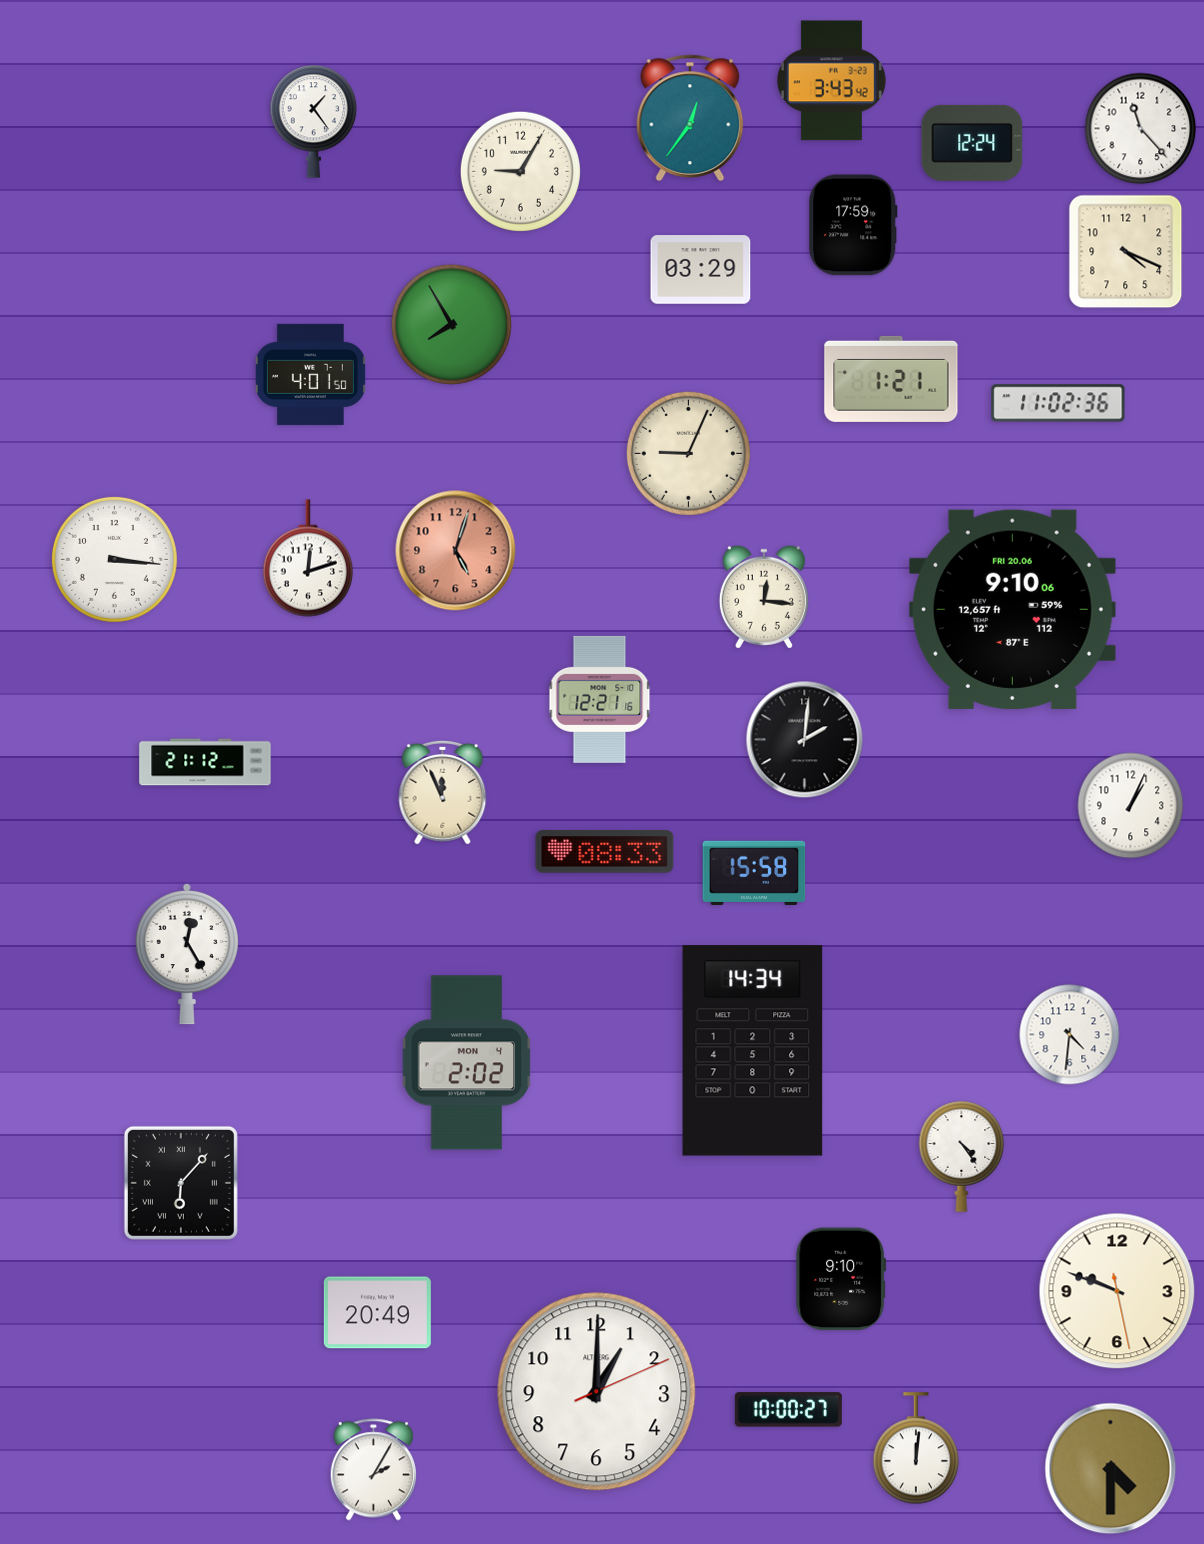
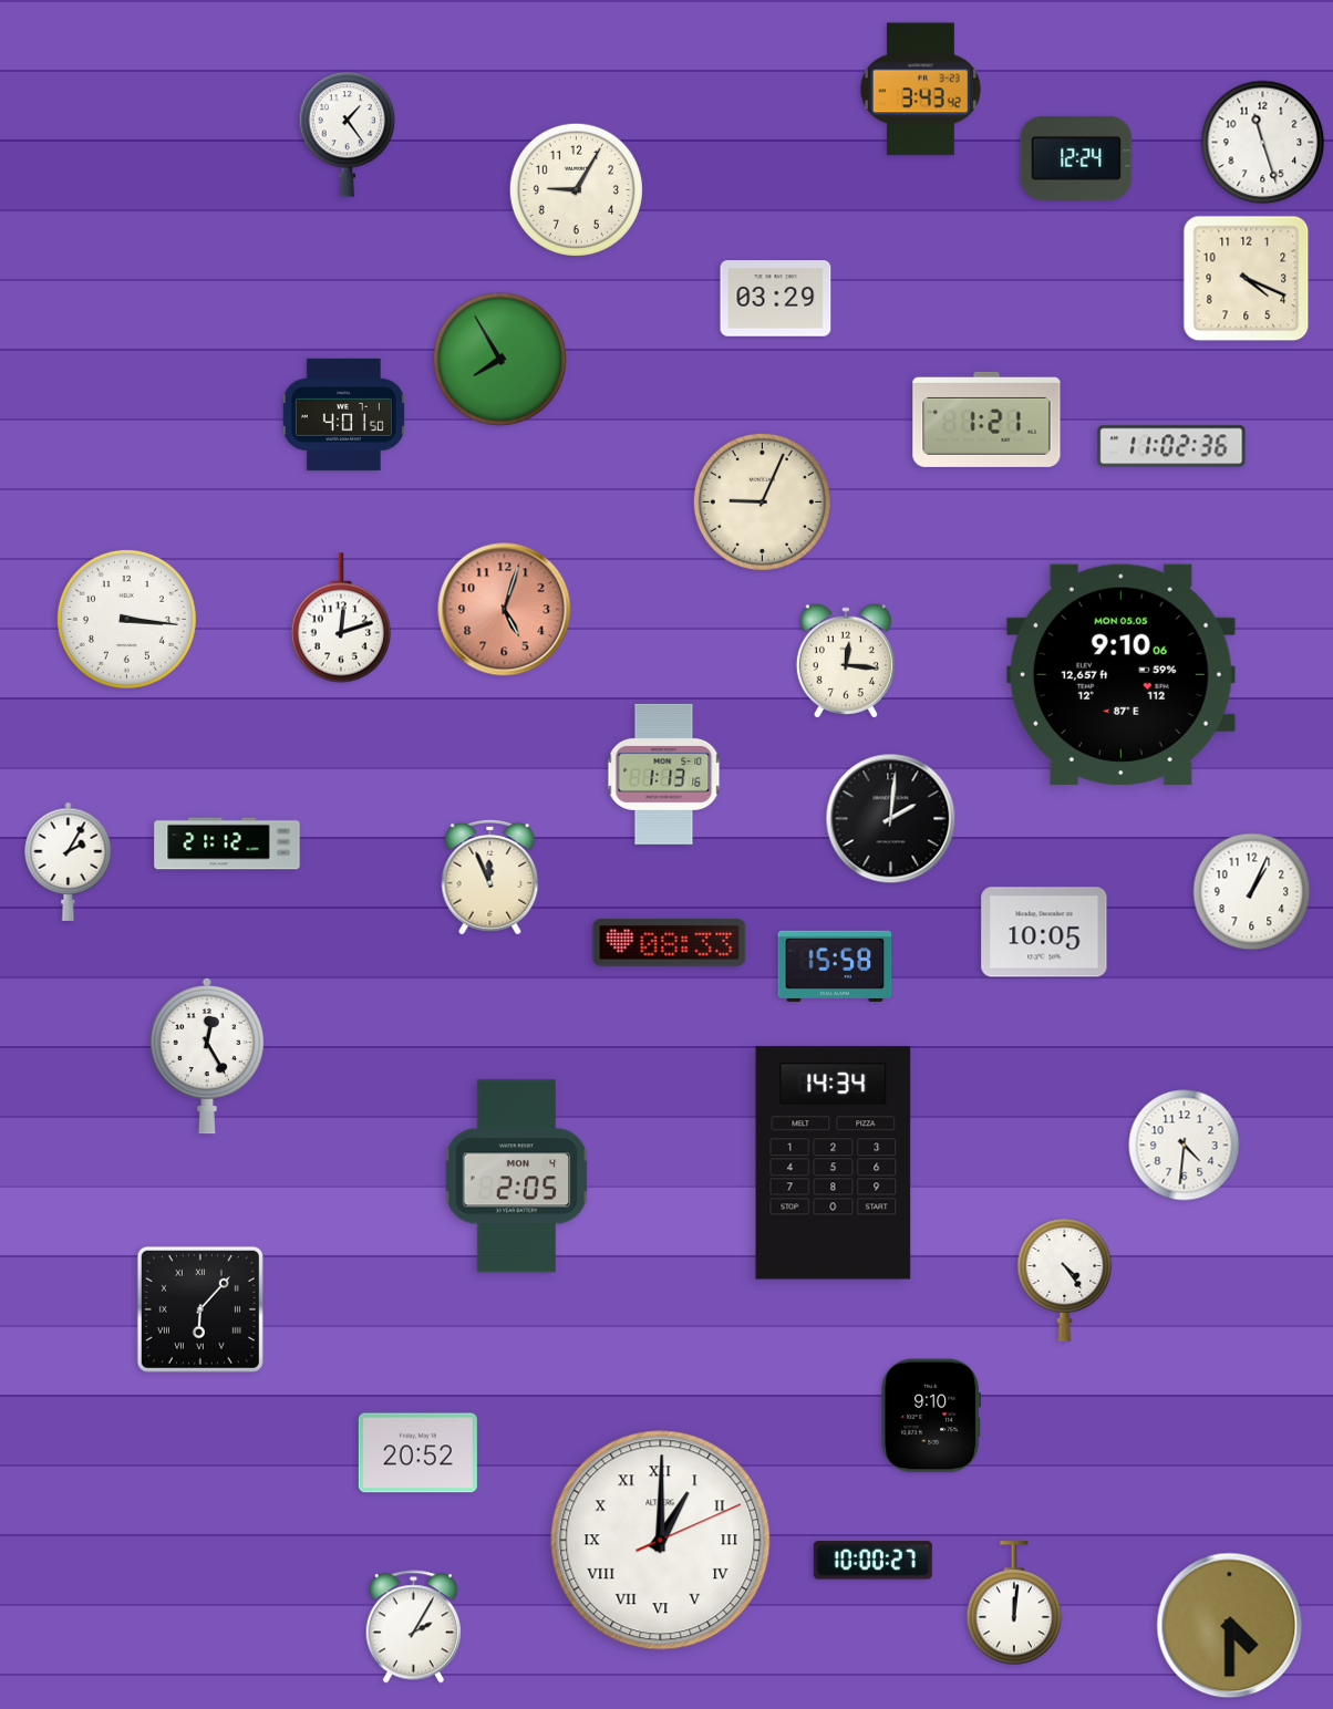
clock at (690, 117): 12:36 -> none
clock at (1141, 129): 11:23 -> 11:27
clock at (853, 225): 17:59 -> none
clock at (1012, 609) date: FRI 20.06 -> MON 05.05
clock at (600, 699): 12:21 -> 1:13
clock at (69, 861): none -> 2:05
clock at (1044, 932): none -> 10:05
clock at (467, 1063): 2:02 -> 2:05
clock at (1117, 1291): 9:48 -> none
clock at (377, 1313): 20:49 -> 20:52
clock at (597, 1392) numerals: Arabic -> Roman
